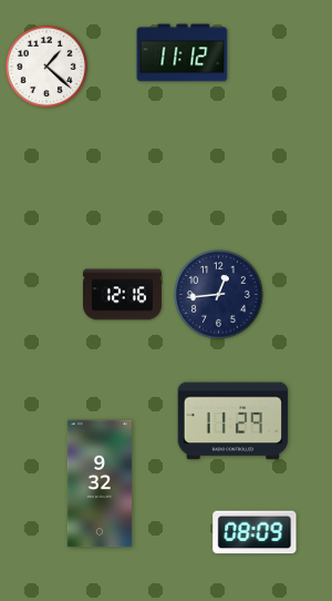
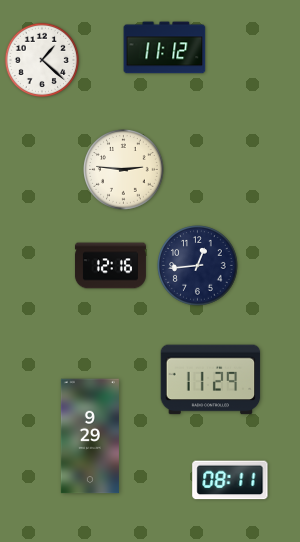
clock at (124, 170): none -> 2:46
clock at (100, 483): 9:32 -> 9:29
clock at (255, 532): 08:09 -> 08:11
